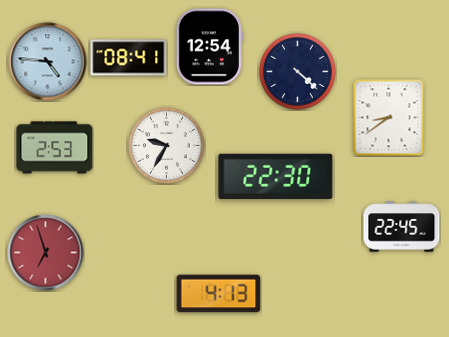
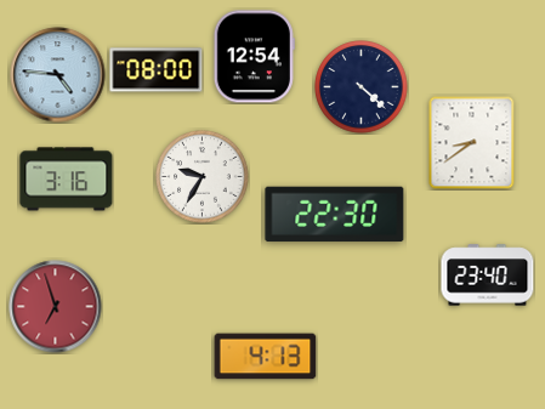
clock at (129, 58): 08:41 -> 08:00
clock at (55, 148): 2:53 -> 3:16
clock at (402, 227): 22:45 -> 23:40
